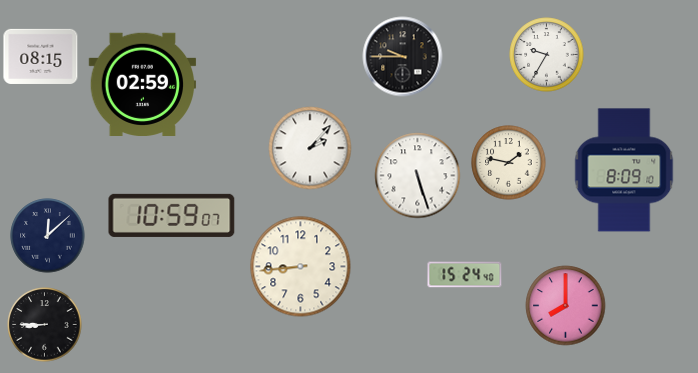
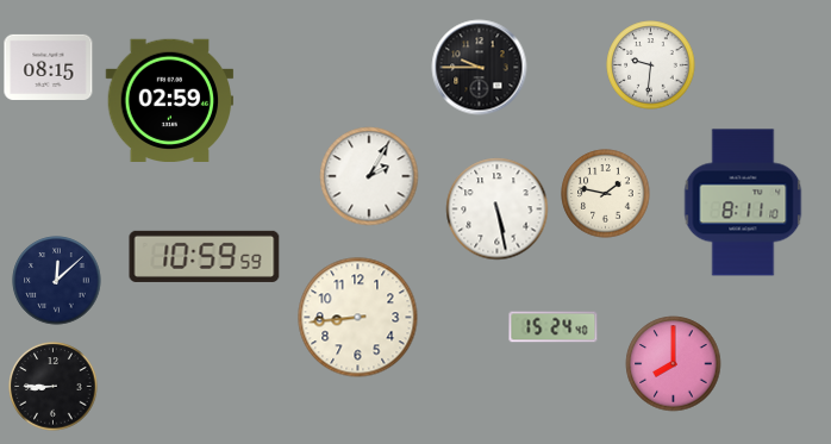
clock at (547, 55): 9:35 -> 9:31
clock at (310, 148): 2:07 -> 2:05
clock at (624, 170): 8:09 -> 8:11
clock at (418, 176): 5:27 -> 5:28
clock at (172, 215): 10:59:07 -> 10:59:59
